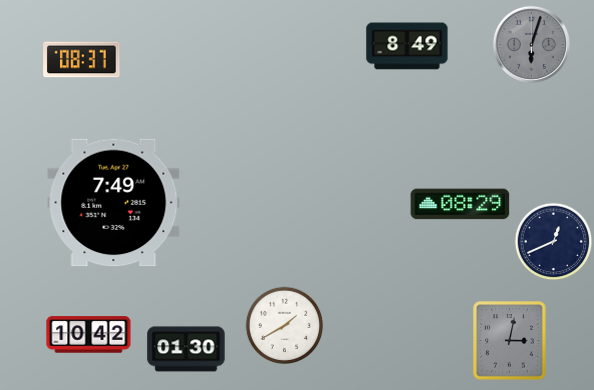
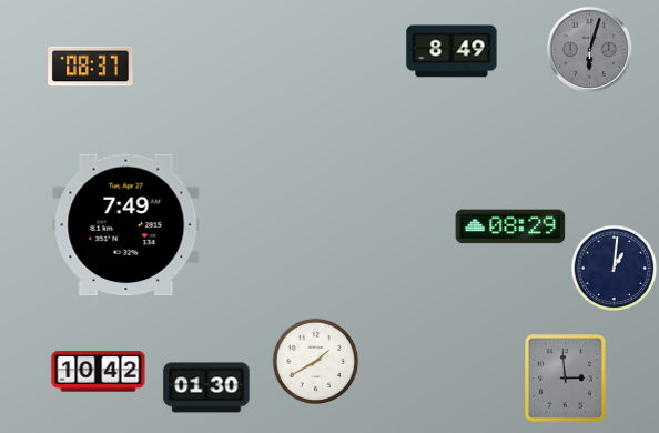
clock at (553, 241): 12:41 -> 1:01
clock at (510, 341): 3:02 -> 2:59
